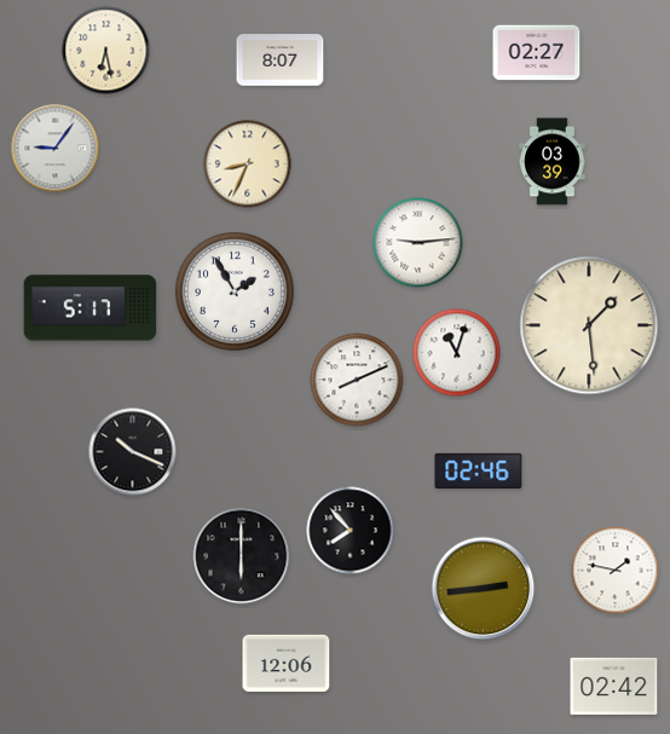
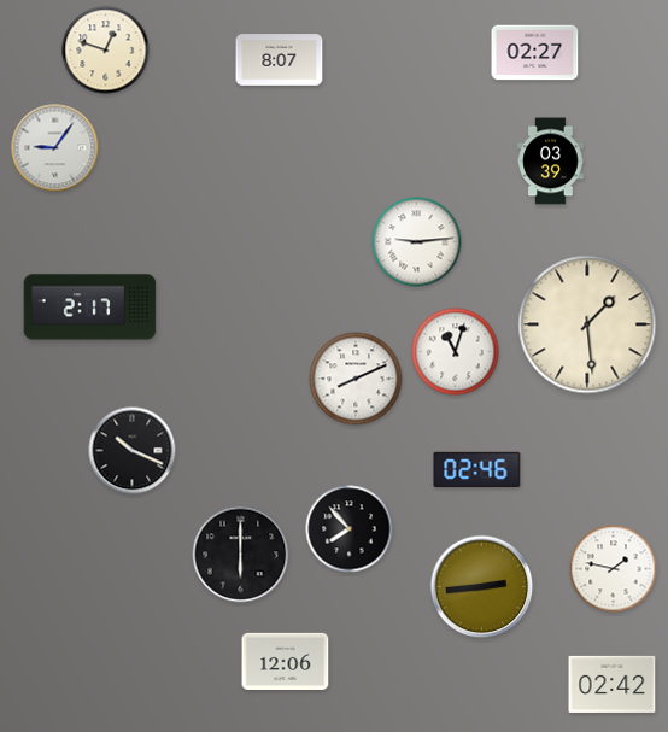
clock at (106, 51): 6:28 -> 12:48
clock at (248, 164): 8:34 -> none
clock at (235, 291): 1:55 -> none
clock at (91, 308): 5:17 -> 2:17
